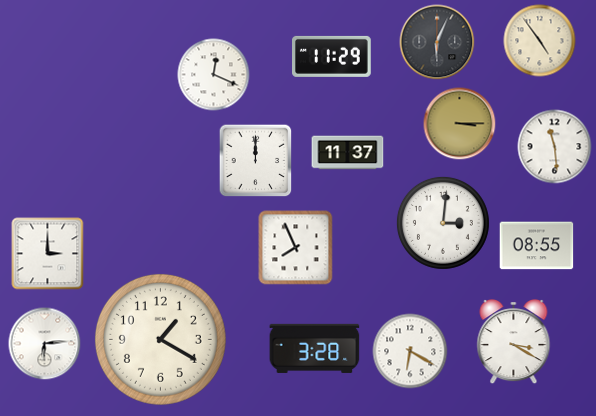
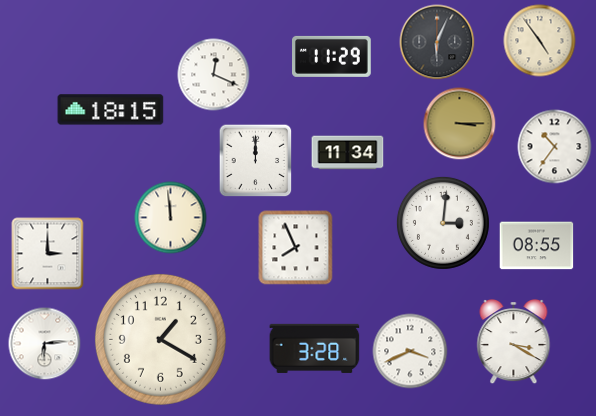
clock at (111, 110): none -> 18:15
clock at (555, 147): 11:29 -> 10:36
clock at (348, 153): 11:37 -> 11:34
clock at (171, 218): none -> 11:59
clock at (410, 351): 6:20 -> 3:41
